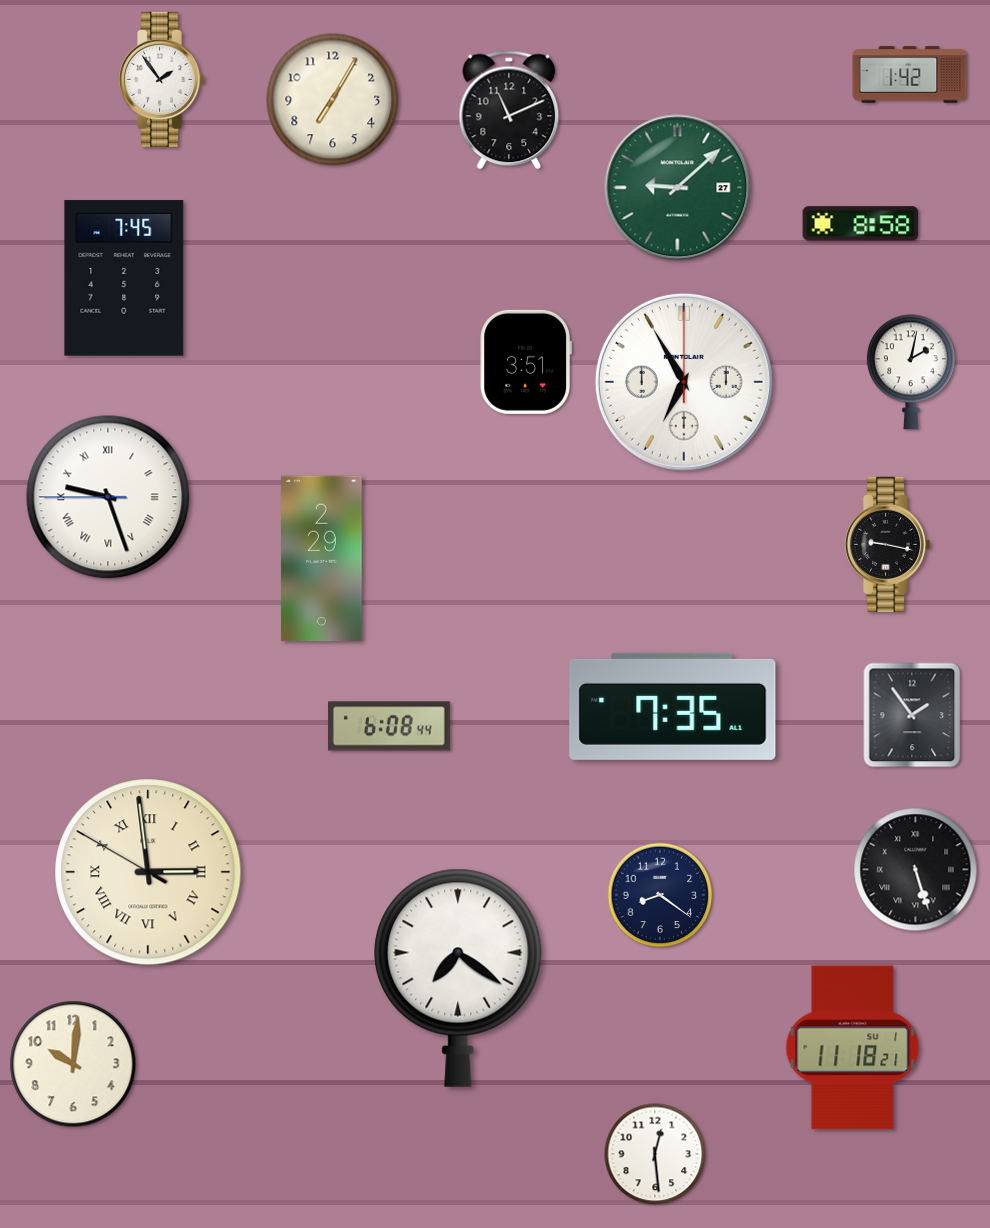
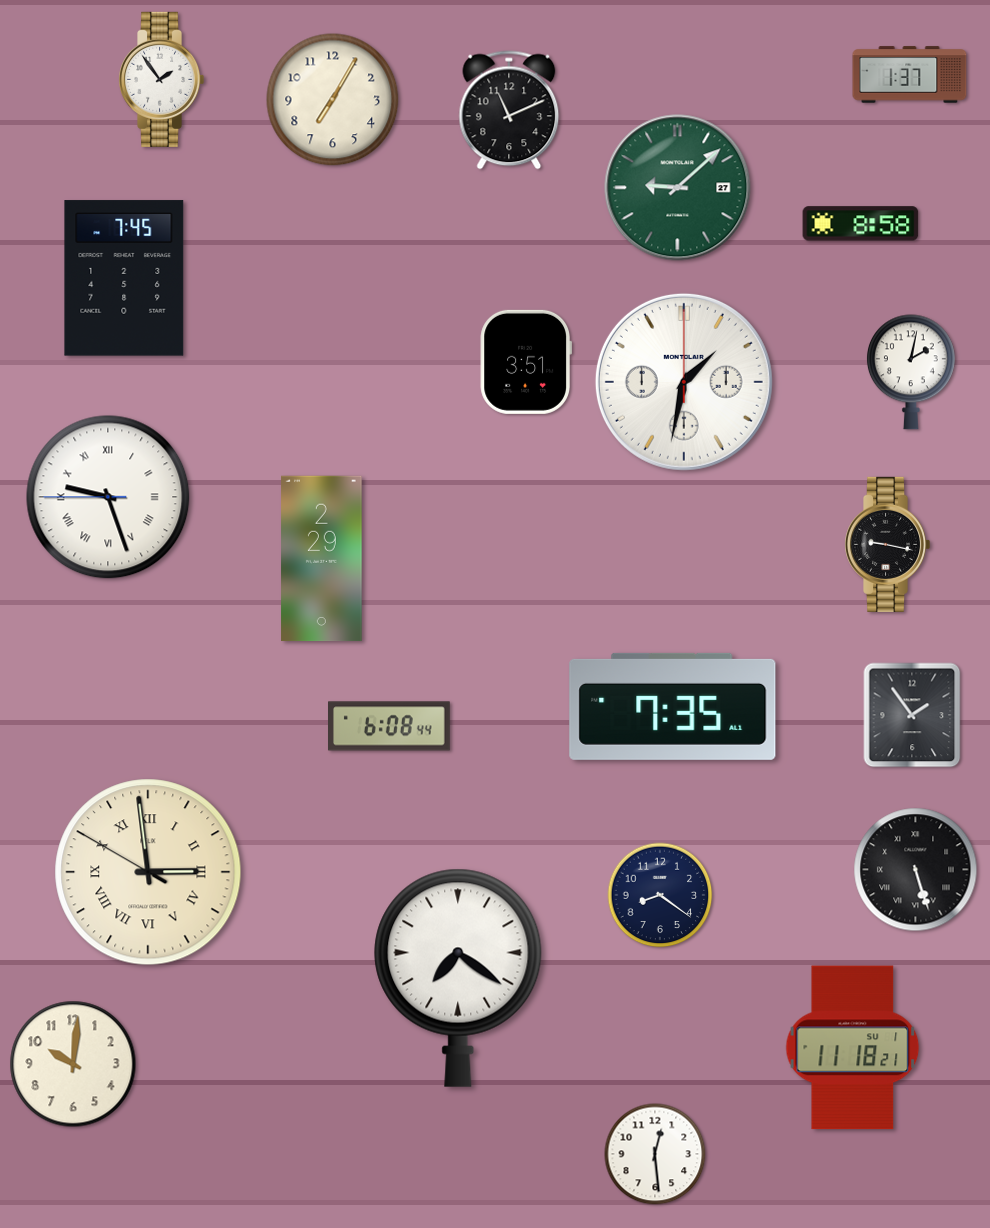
clock at (910, 75): 1:42 -> 1:37
clock at (684, 382): 6:55 -> 1:32
